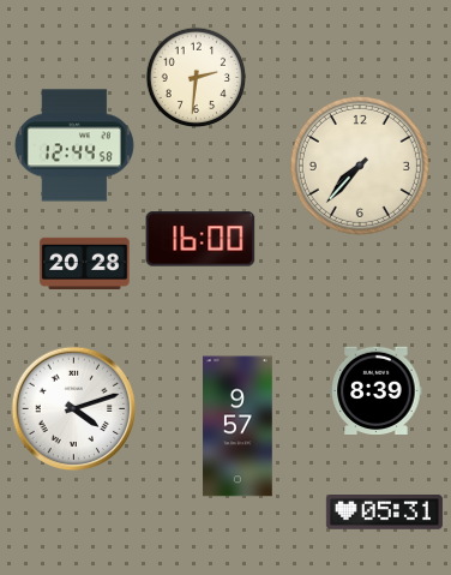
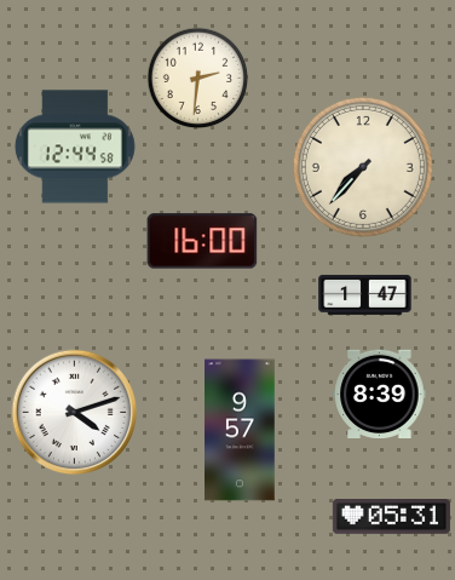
clock at (85, 263): 20:28 -> none
clock at (365, 294): none -> 1:47
clock at (384, 513) position: (384, 513) -> (391, 517)
